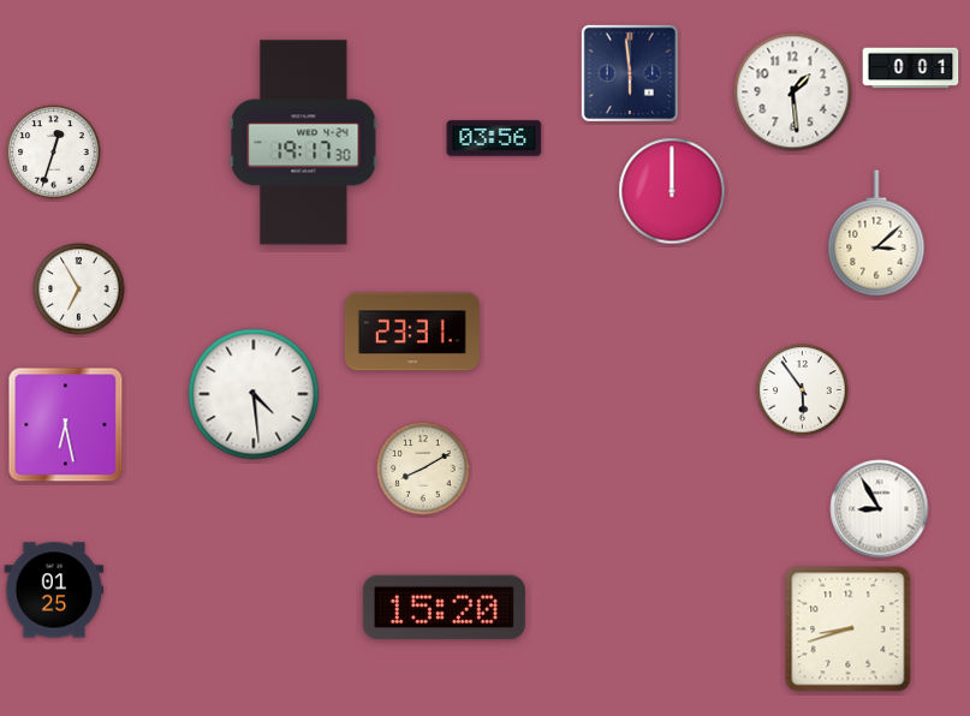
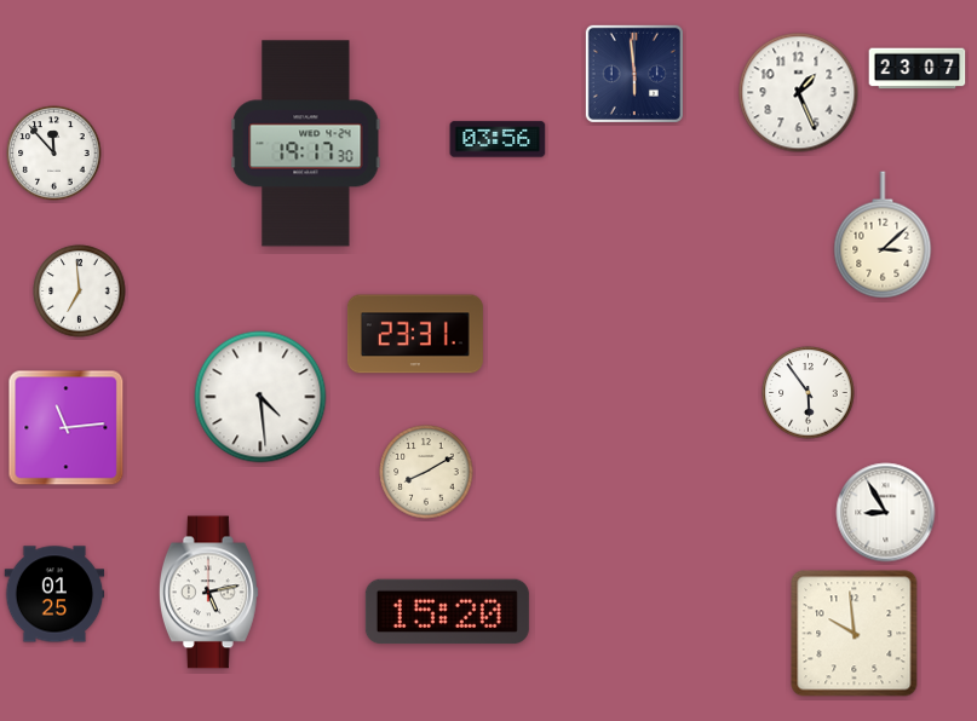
clock at (911, 68): 0:01 -> 23:07
clock at (793, 93): 1:29 -> 1:26
clock at (54, 153): 12:33 -> 11:53
clock at (672, 191): 12:00 -> none
clock at (79, 290): 6:55 -> 6:59
clock at (254, 394) position: (254, 394) -> (260, 397)
clock at (66, 425): 6:28 -> 11:14
clock at (208, 593): none -> 5:13
clock at (849, 630): 8:42 -> 9:59
